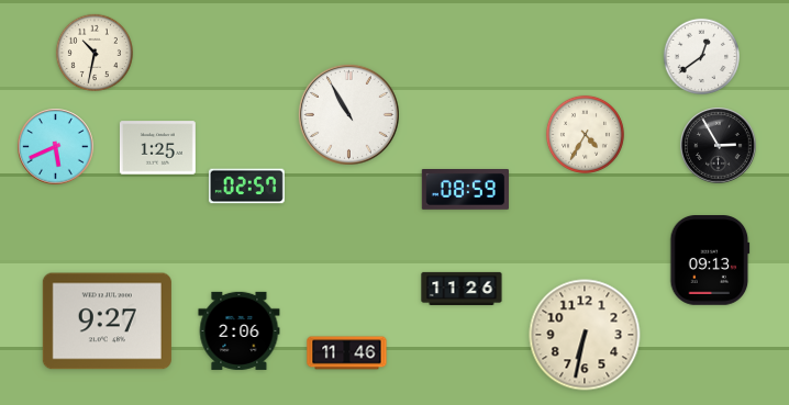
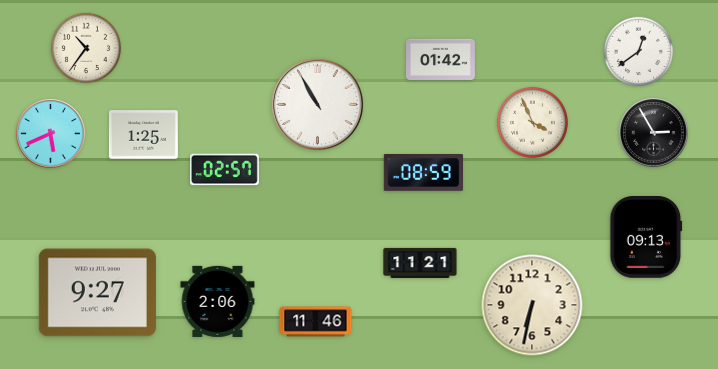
clock at (95, 53): 10:32 -> 10:36
clock at (441, 59): none -> 01:42
clock at (585, 134): 4:35 -> 3:56
clock at (462, 289): 11:26 -> 11:21
